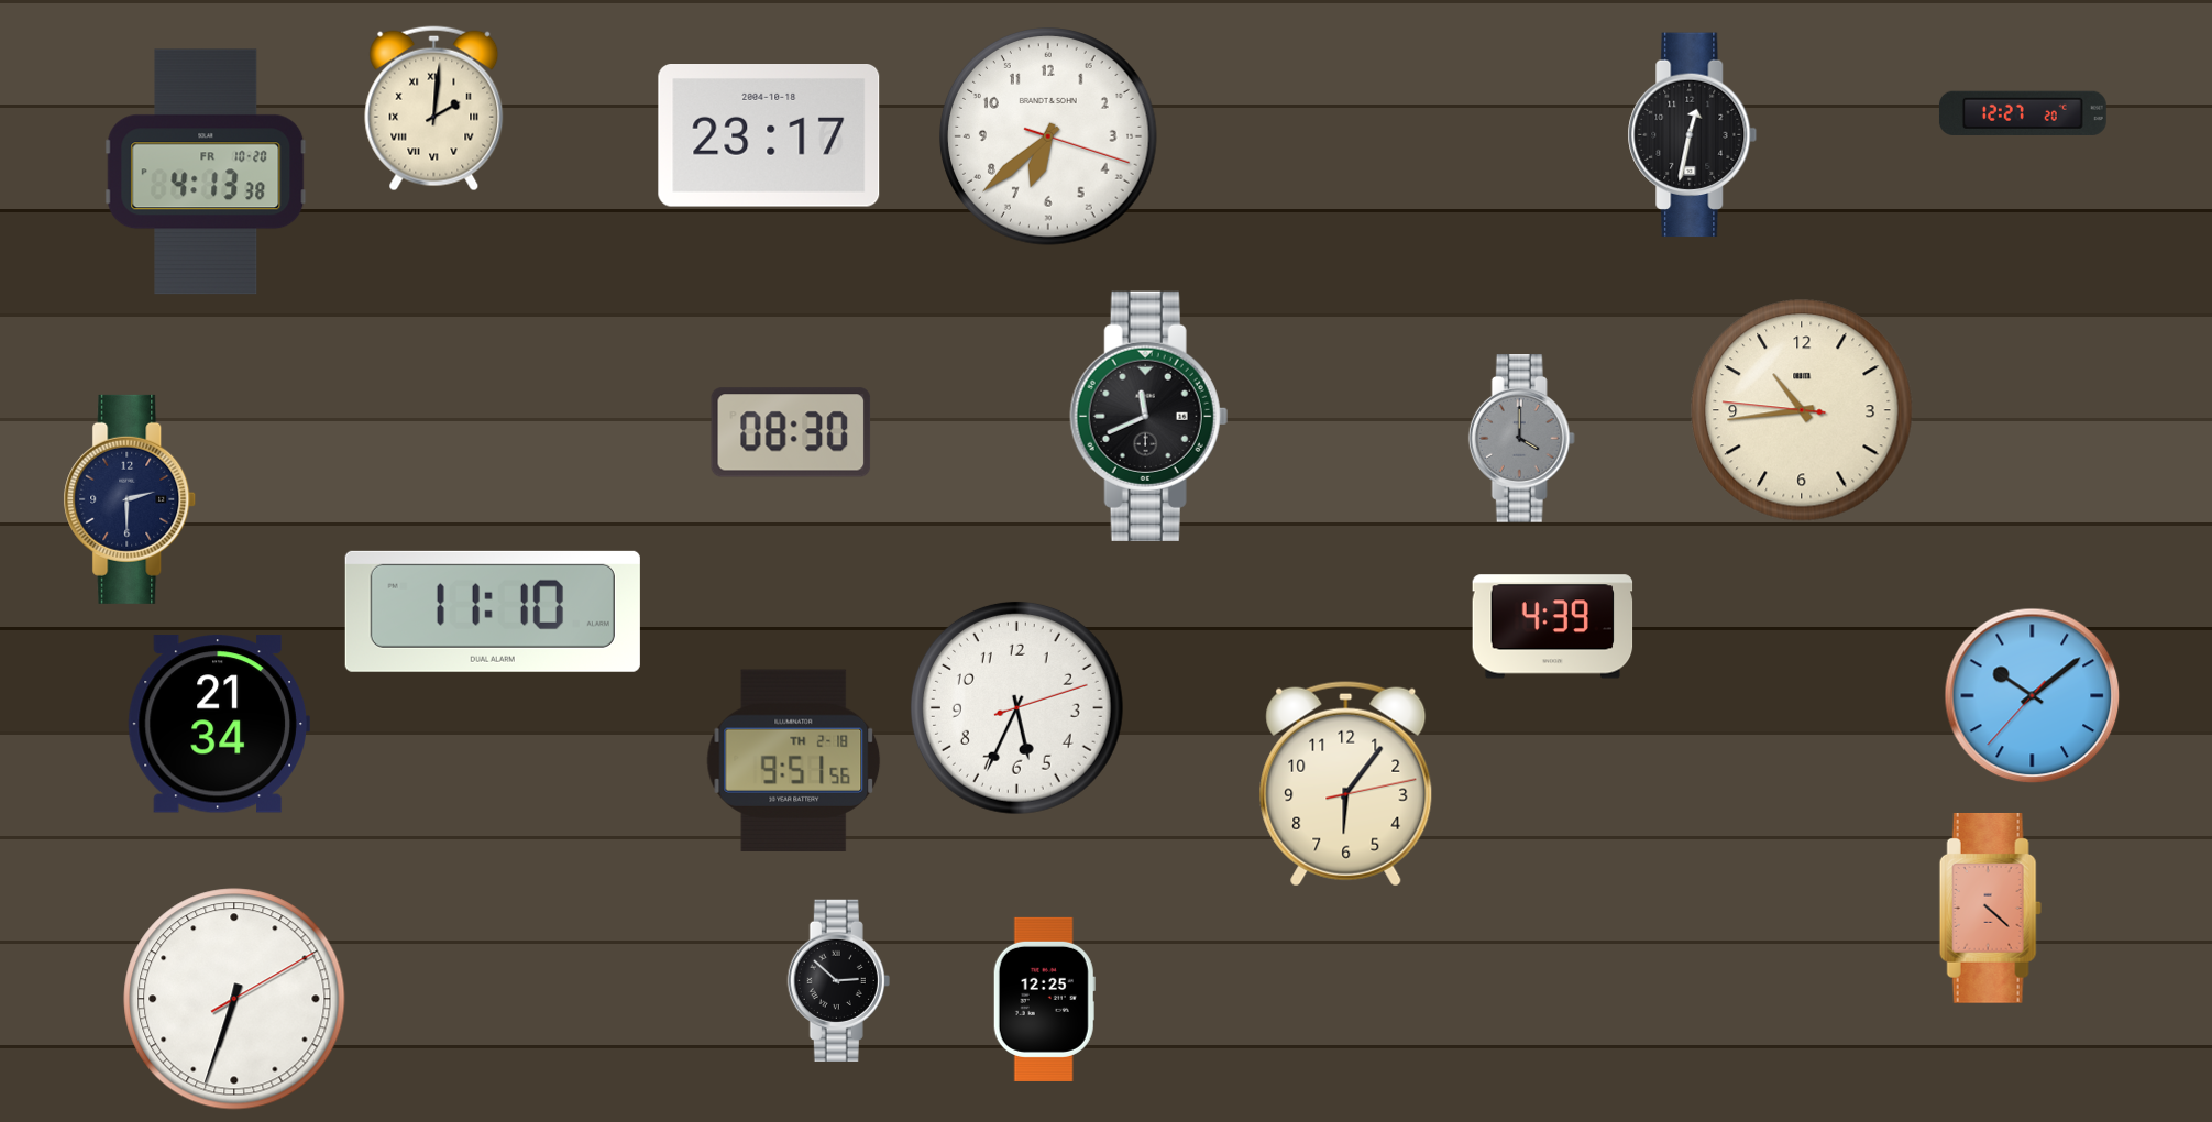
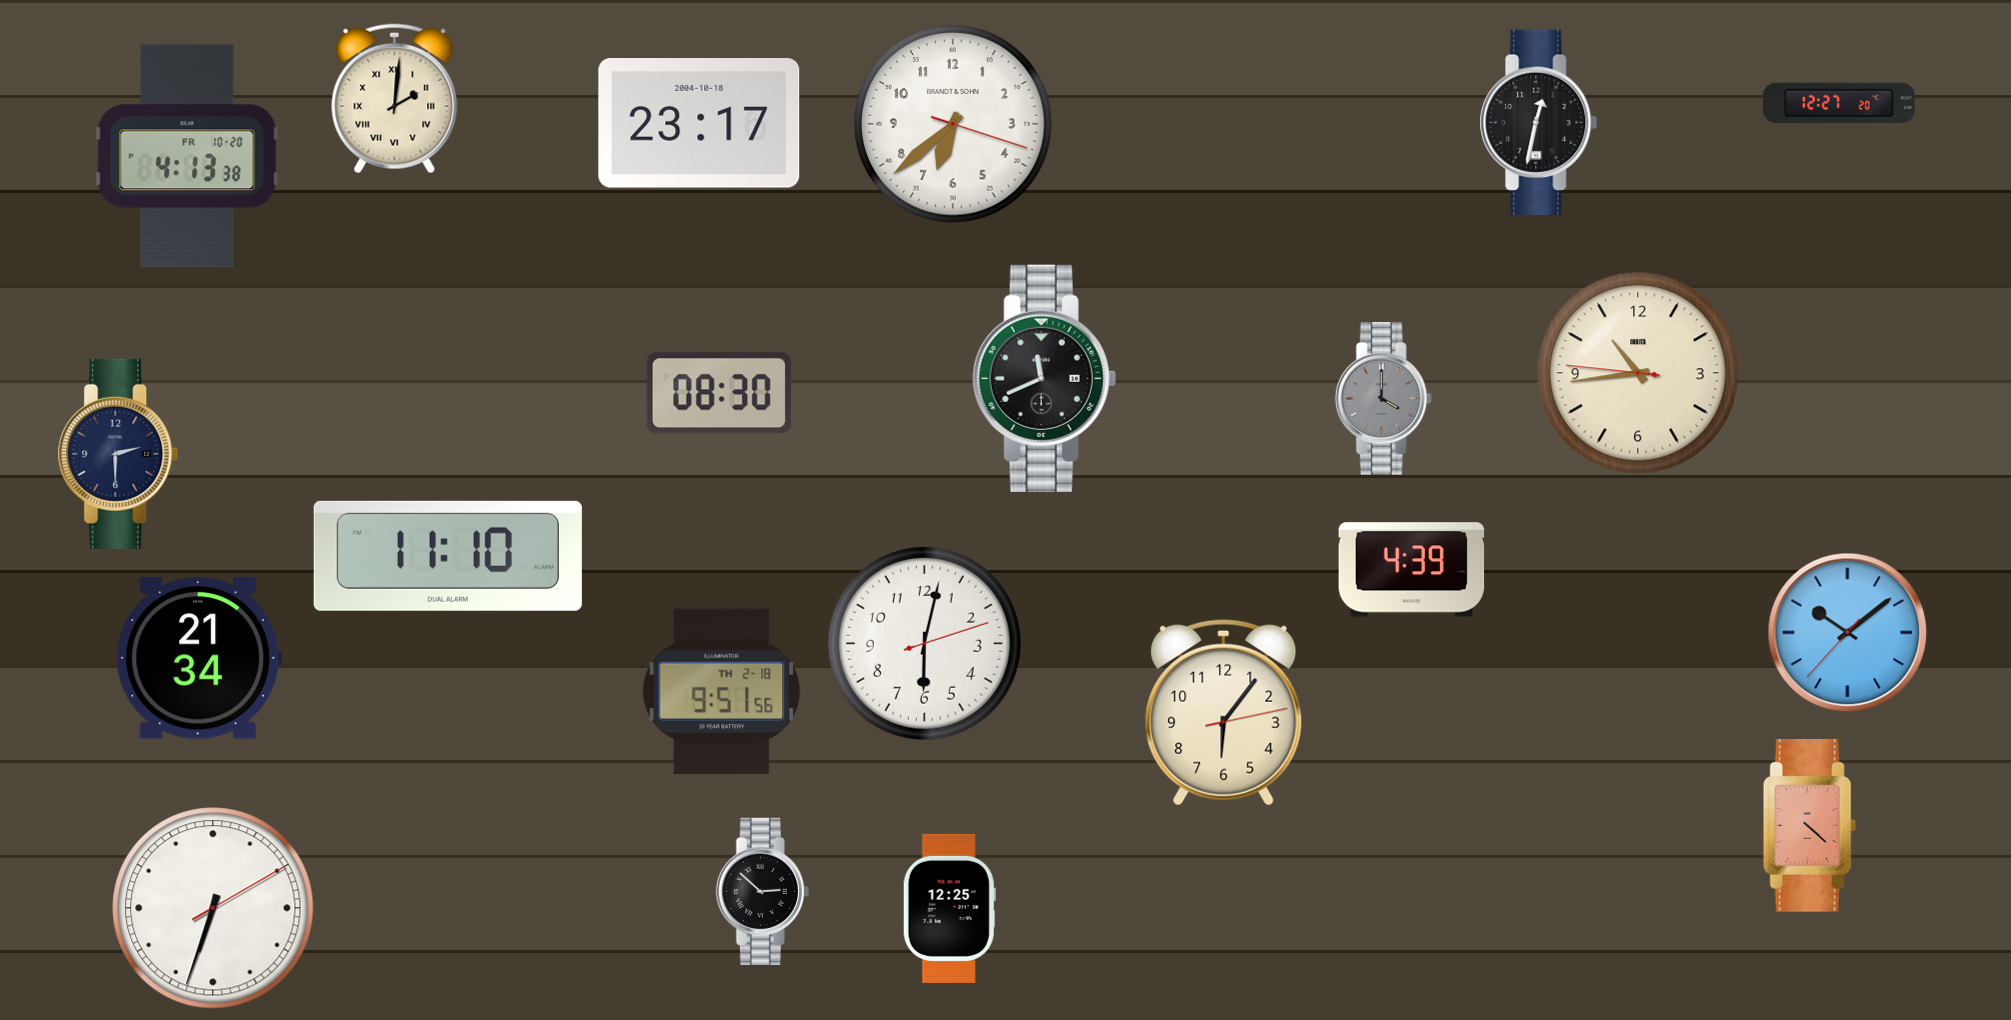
clock at (1016, 707): 5:34 -> 6:02
